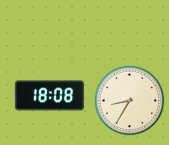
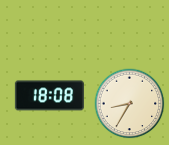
clock at (130, 101) position: (130, 101) -> (130, 104)
